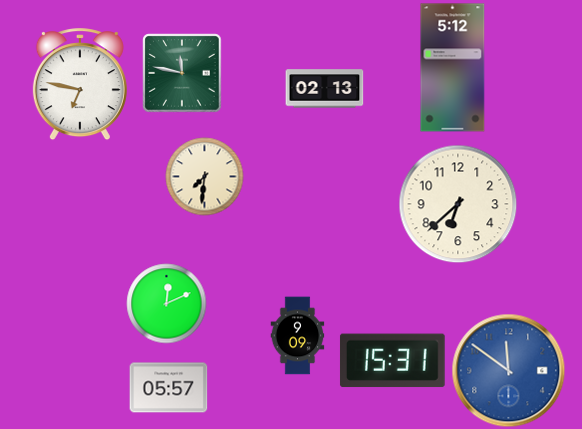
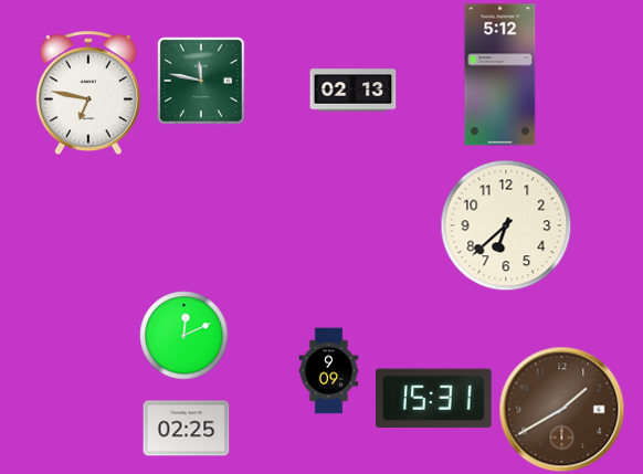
clock at (324, 89) position: (324, 89) -> (352, 91)
clock at (204, 176): 7:31 -> none
clock at (508, 370): 11:51 -> 1:40
clock at (508, 370) dial: blue -> brown
clock at (168, 388): 05:57 -> 02:25
